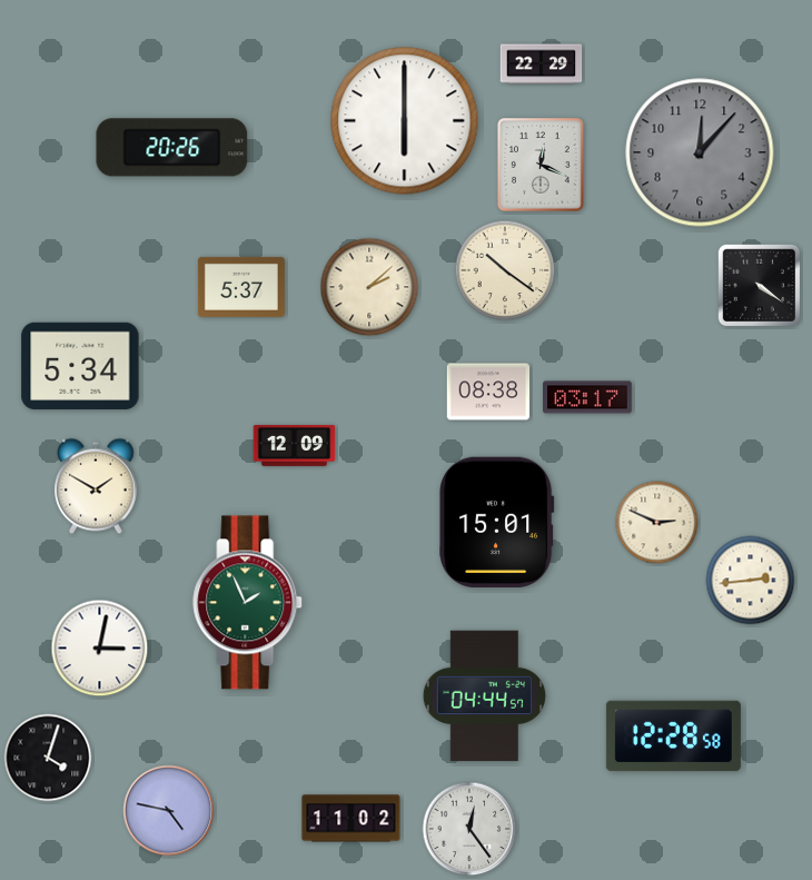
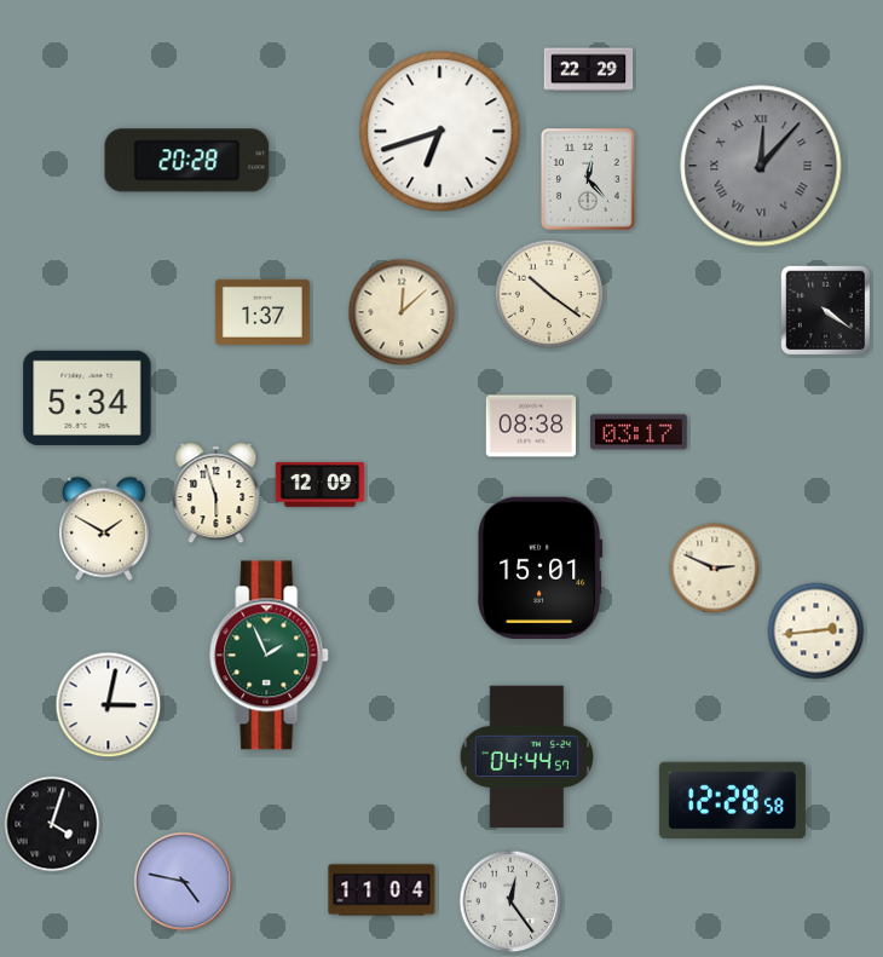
clock at (405, 121): 6:00 -> 6:42
clock at (172, 148): 20:26 -> 20:28
clock at (700, 152) numerals: Arabic -> Roman
clock at (542, 166): 12:19 -> 12:23
clock at (241, 287): 5:37 -> 1:37
clock at (369, 287): 2:08 -> 12:08
clock at (217, 494): none -> 5:57
clock at (351, 819): 11:02 -> 11:04
